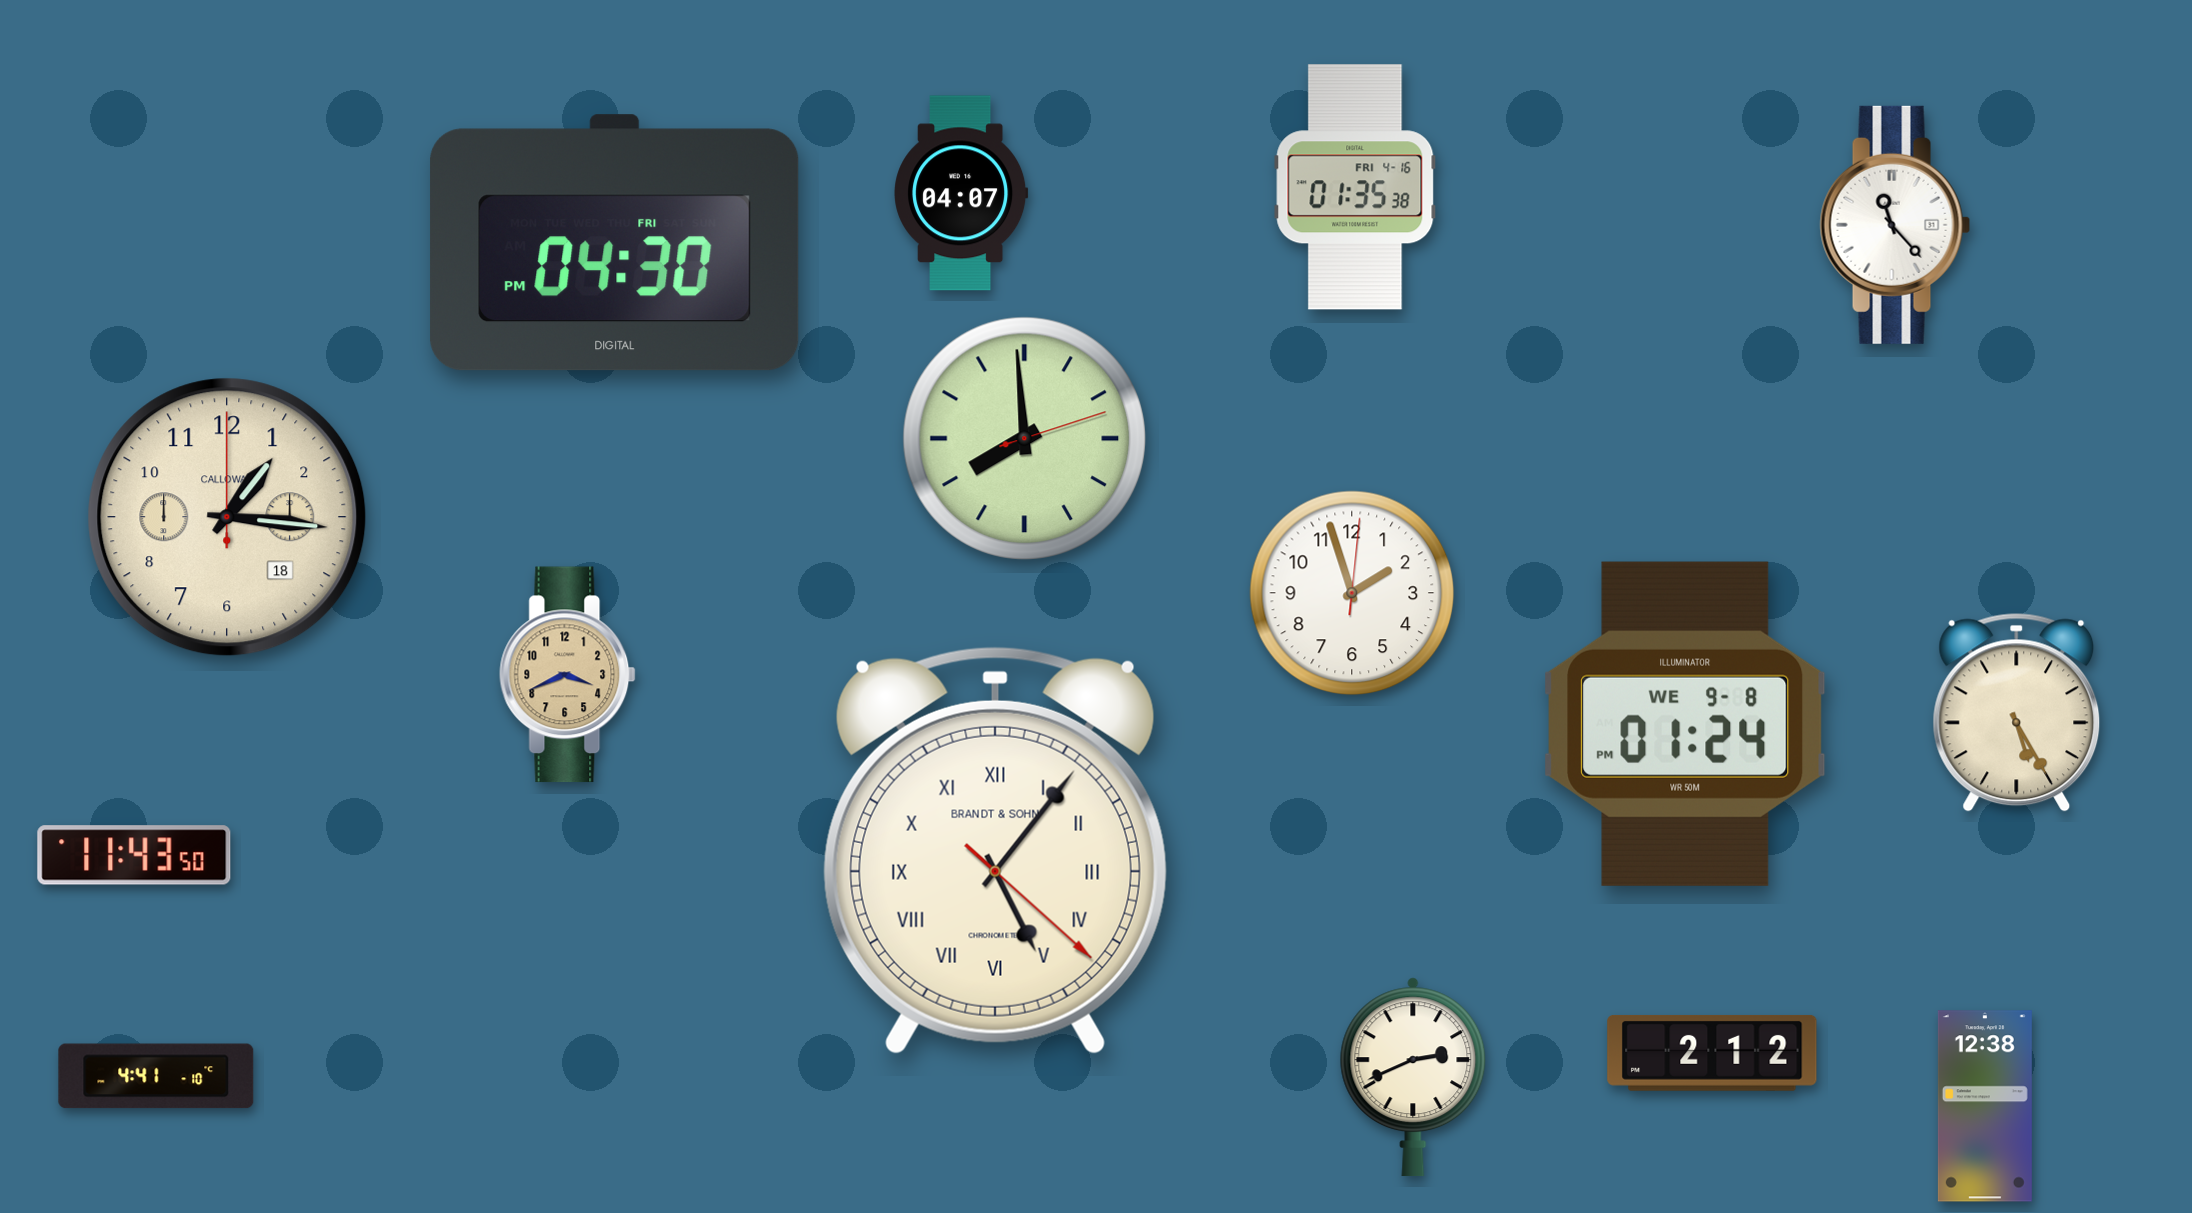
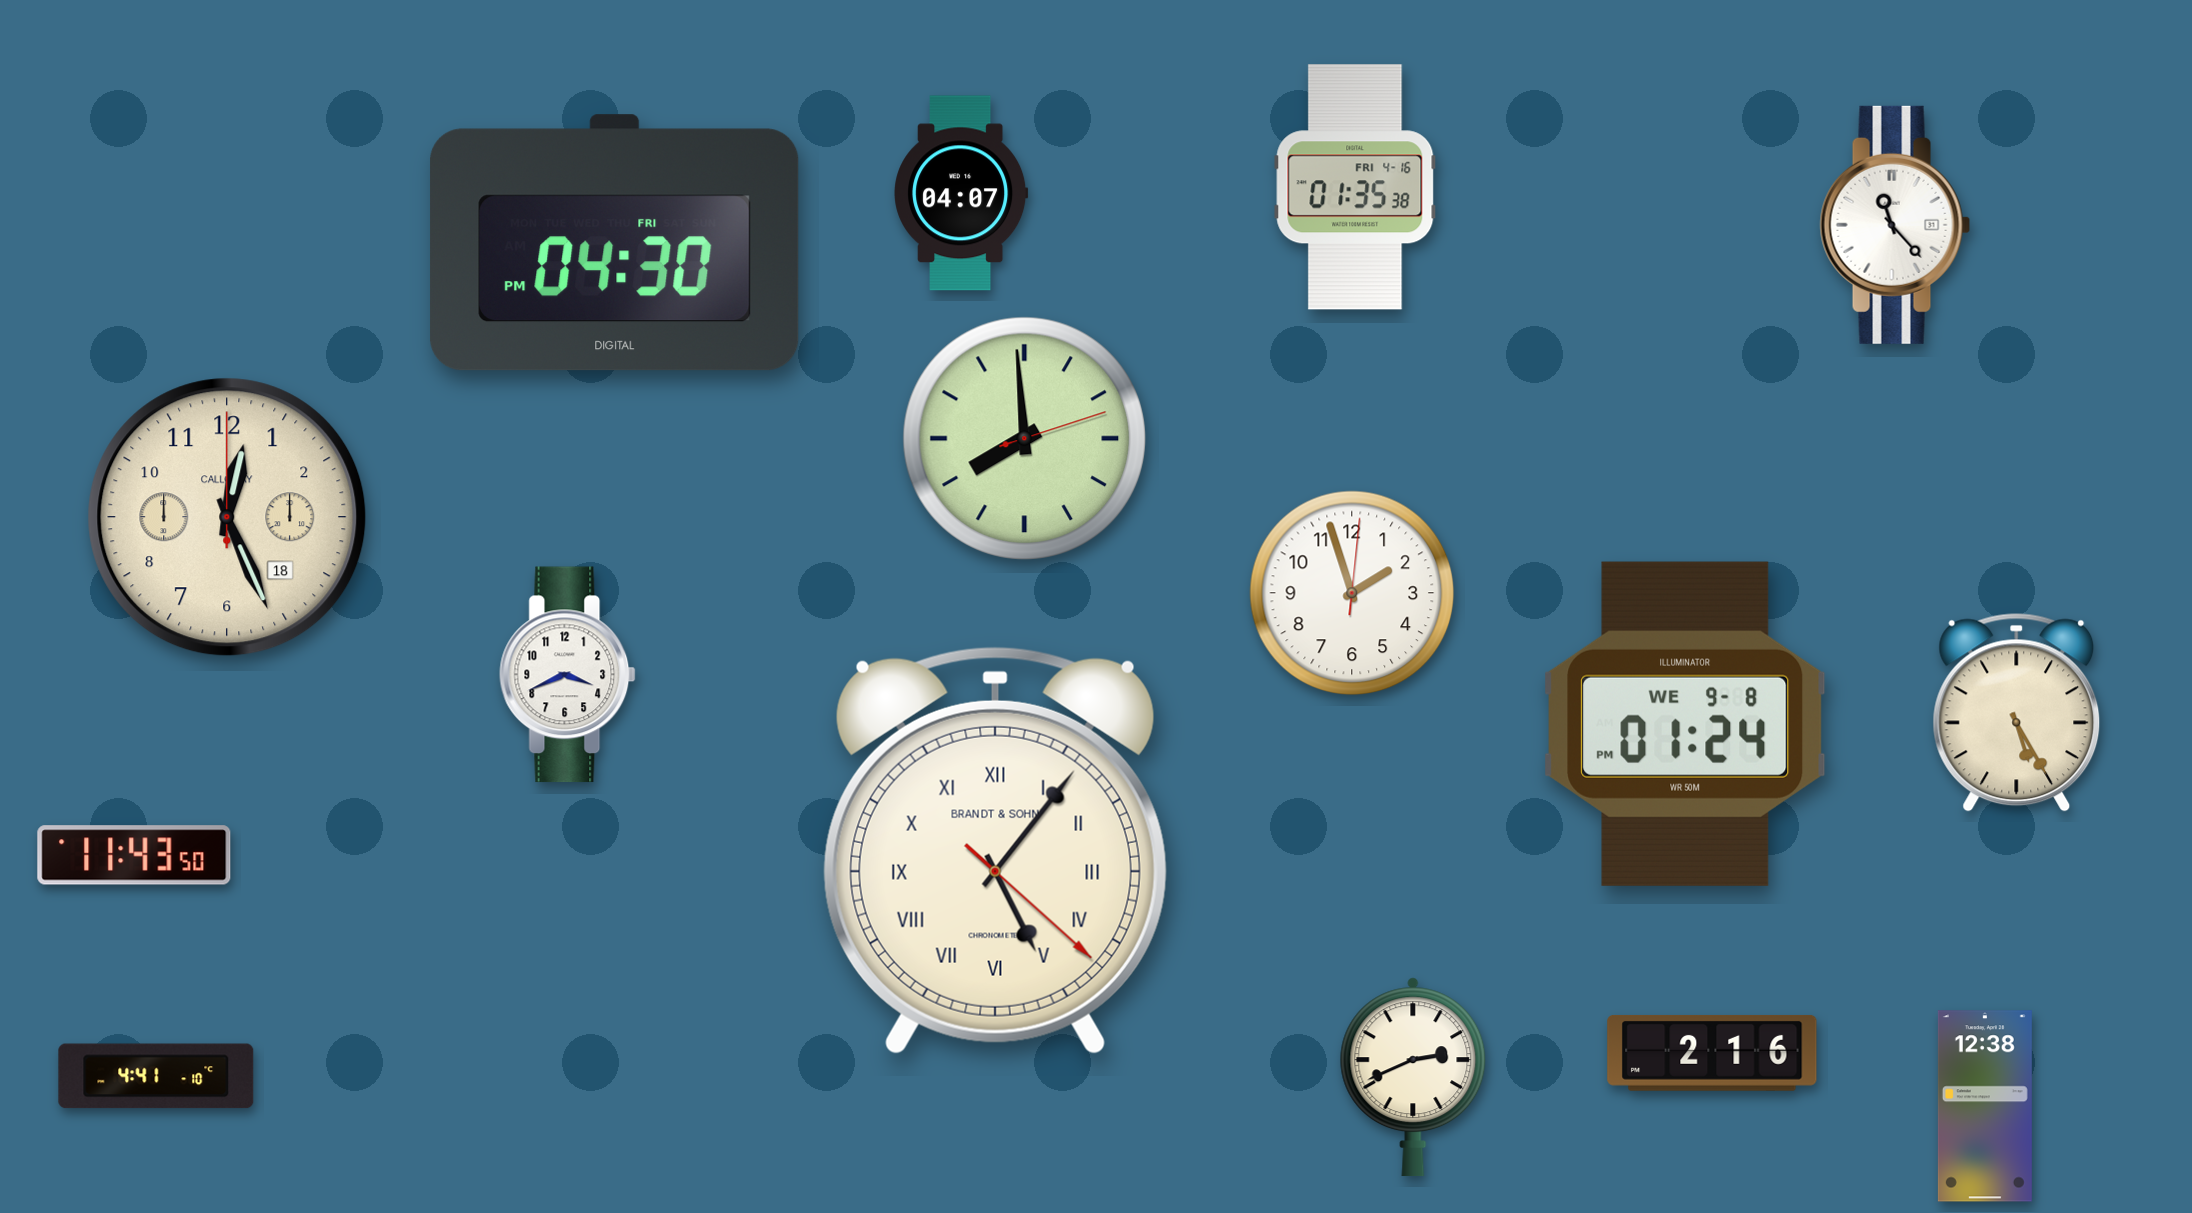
clock at (227, 517): 1:16 -> 12:26
clock at (568, 675) dial: champagne -> white
clock at (1712, 1053): 2:12 -> 2:16
